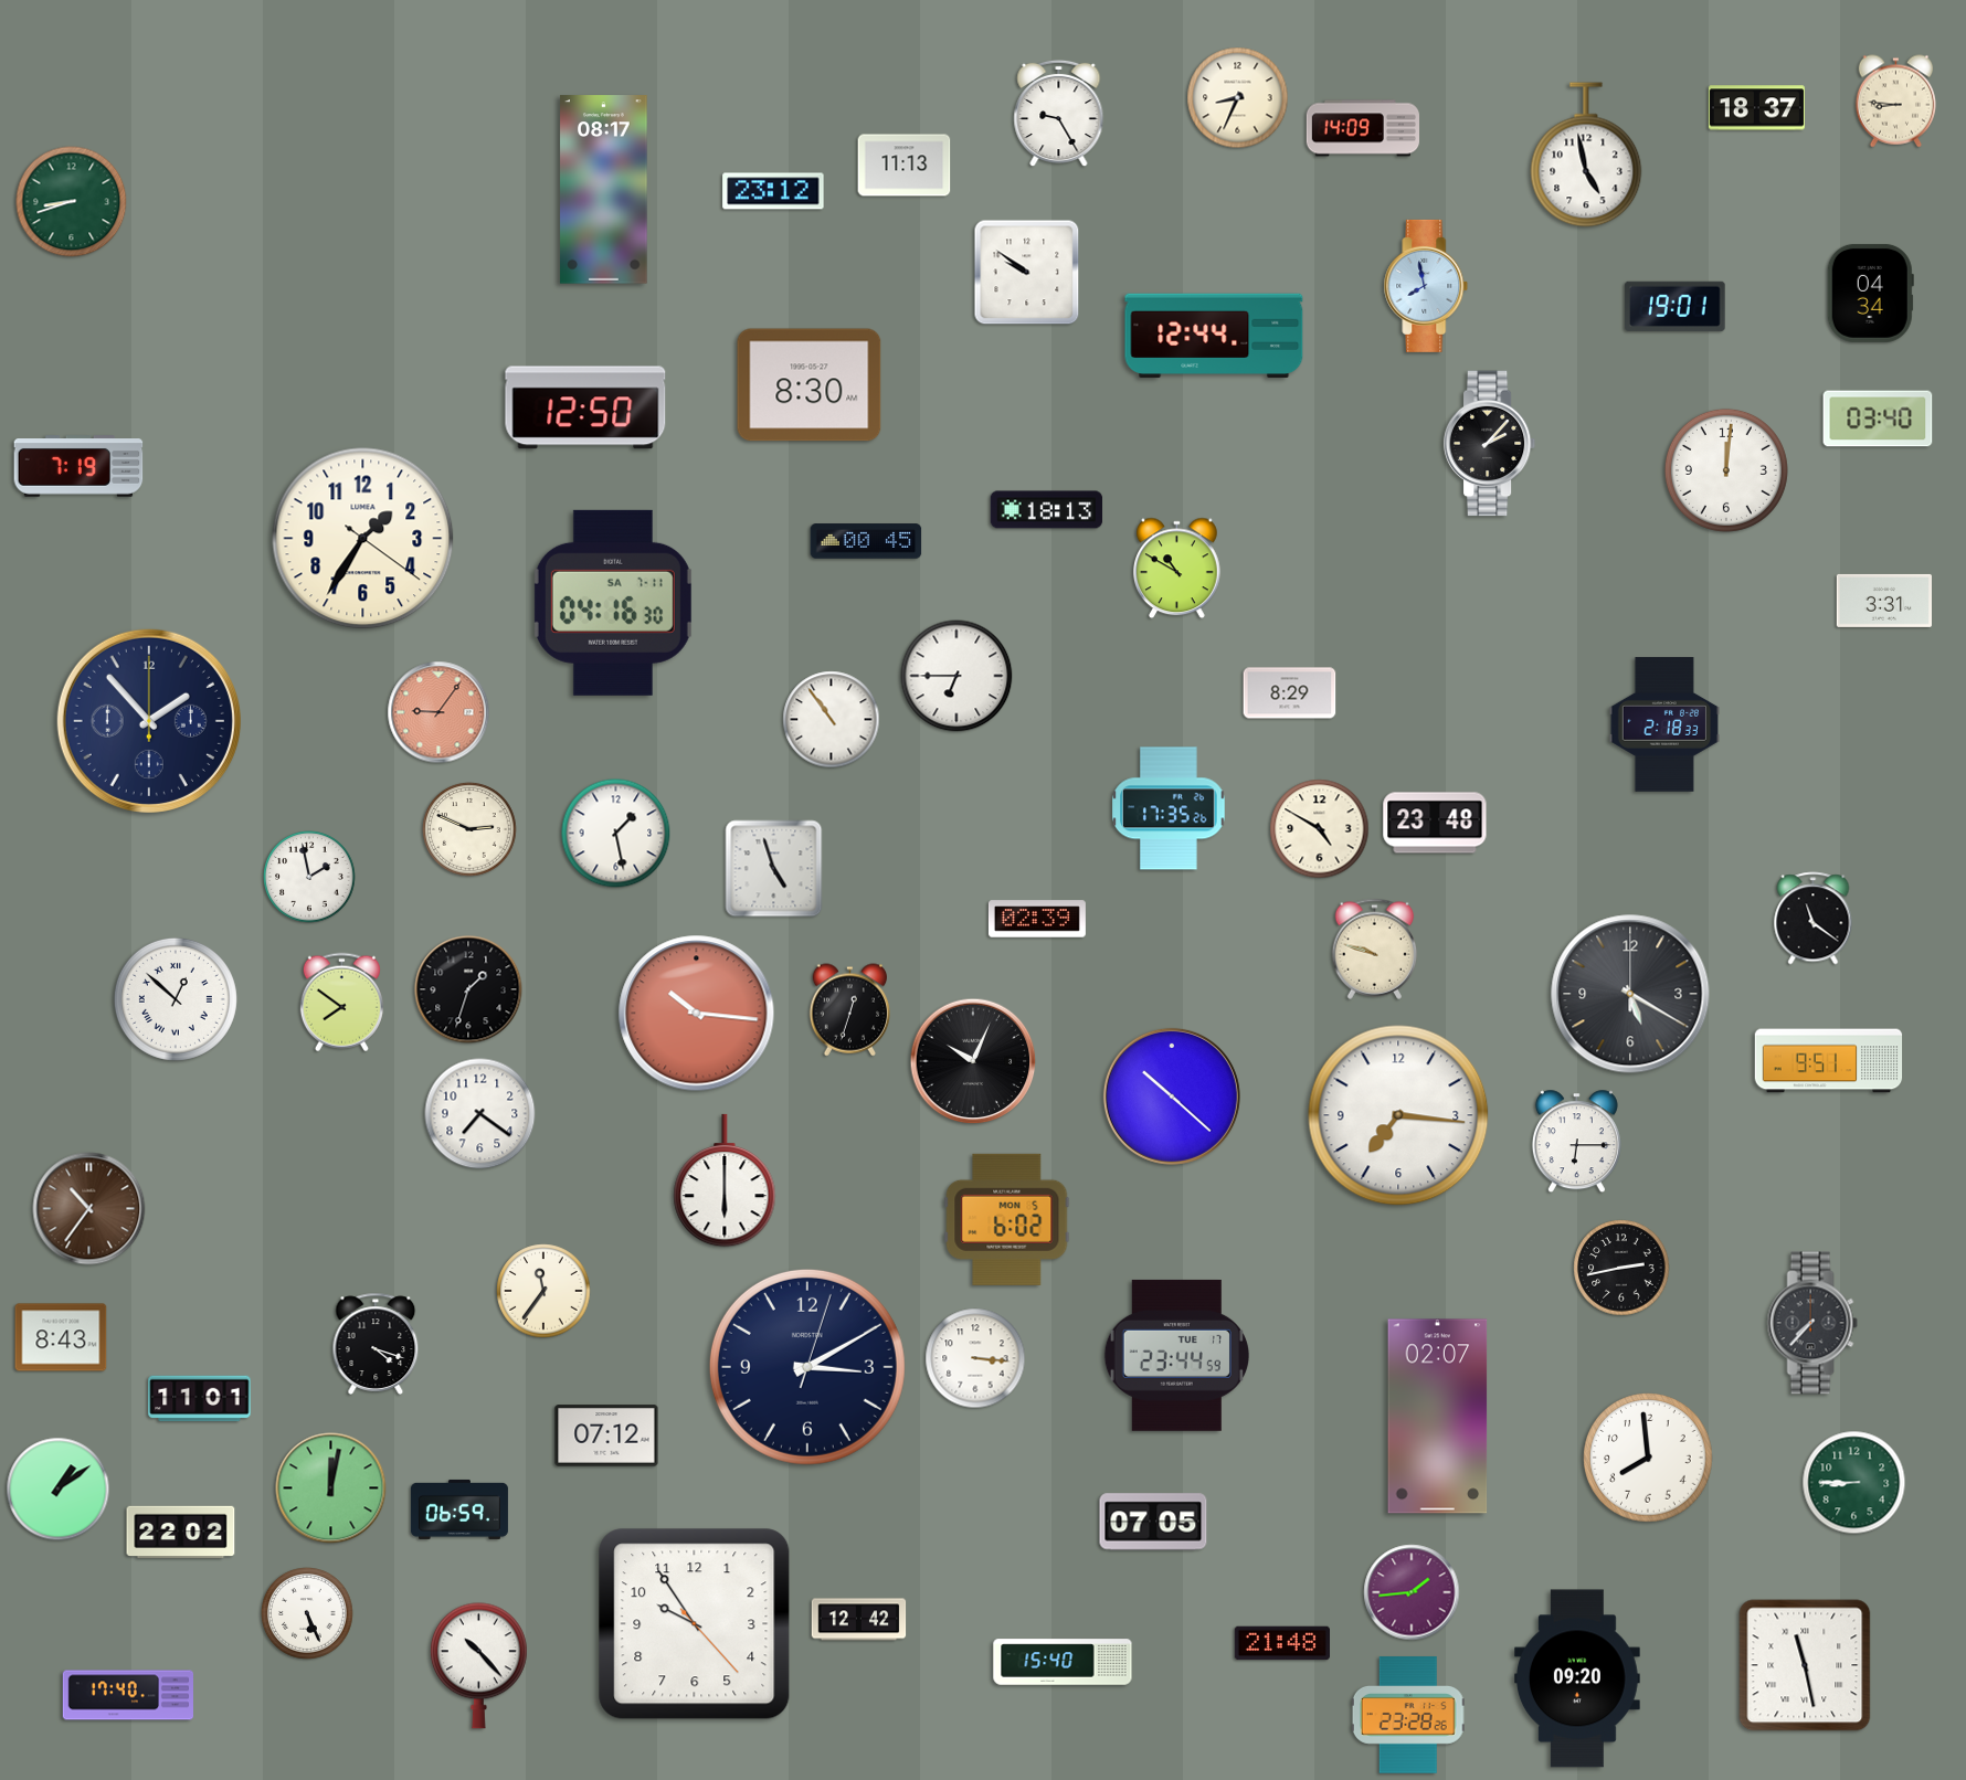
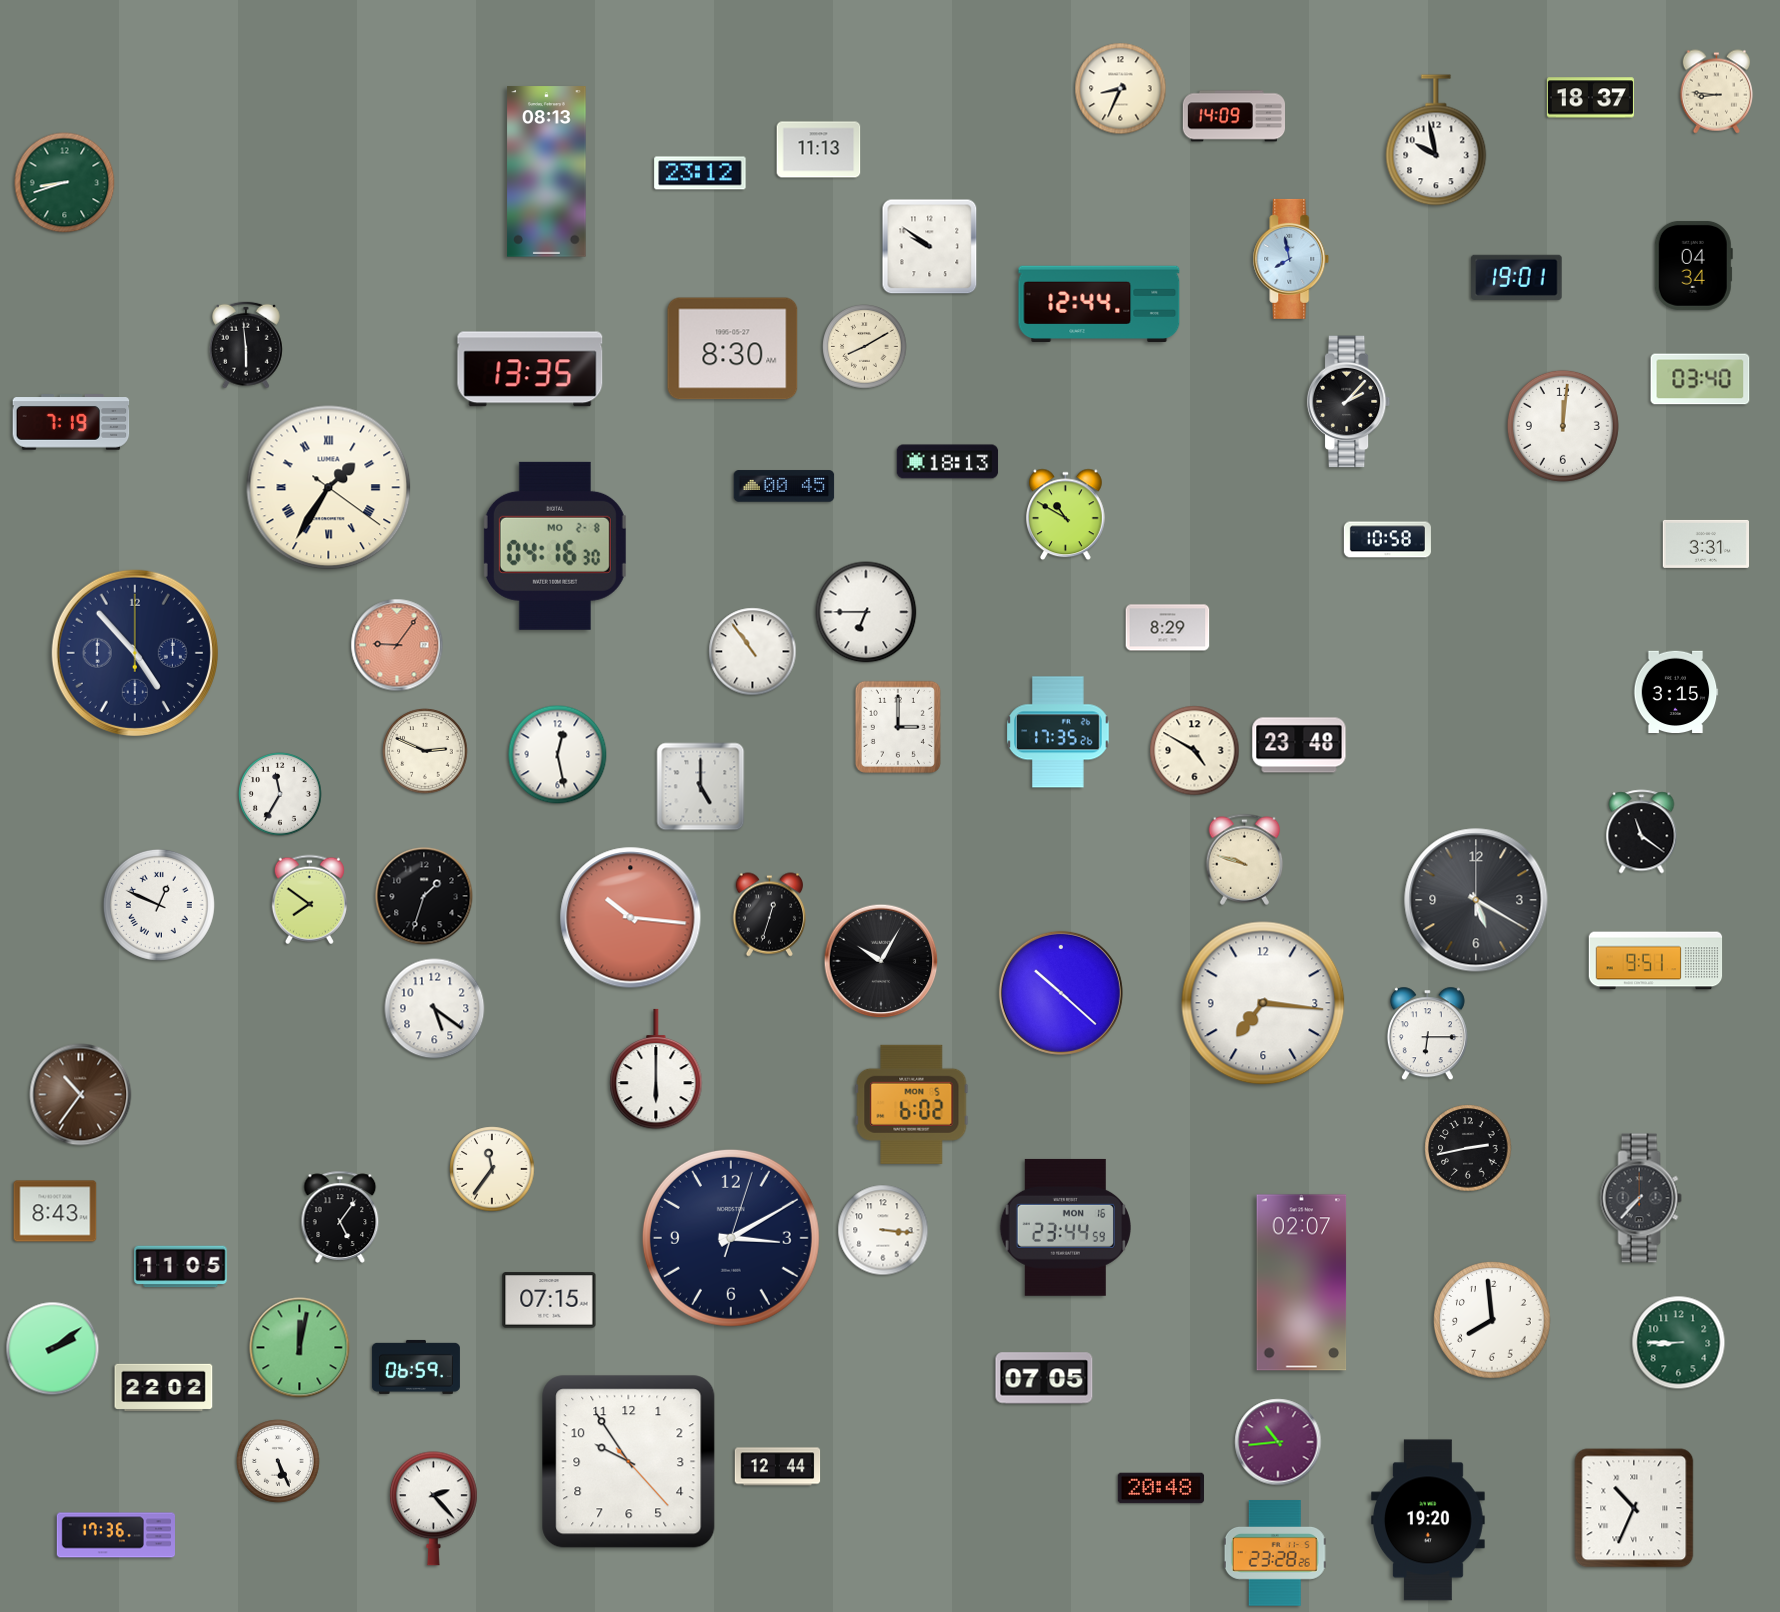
clock at (1059, 114): 9:25 -> none
clock at (1586, 155): 4:58 -> 9:58
clock at (604, 190): 08:17 -> 08:13
clock at (246, 345): none -> 5:59
clock at (865, 347): none -> 8:10
clock at (585, 407): 12:50 -> 13:35
clock at (363, 539) numerals: Arabic -> Roman
clock at (866, 541) position: (866, 541) -> (784, 486)
clock at (1387, 540): none -> 10:58
clock at (613, 603) date: SA 7-11 -> MO 2-8
clock at (149, 721): 1:53 -> 4:53
clock at (1664, 724): 2:18 -> none
clock at (1676, 692): none -> 3:15
clock at (898, 727): none -> 3:00
clock at (616, 834): 1:28 -> 12:28
clock at (774, 869): 4:57 -> 5:00
clock at (309, 877): 1:58 -> 11:35
clock at (1037, 919): 02:39 -> none
clock at (176, 999): 12:52 -> 12:49
clock at (341, 1003) position: (341, 1003) -> (309, 900)
clock at (973, 1061): 10:04 -> 10:05
clock at (480, 1114): 7:21 -> 5:21
clock at (1398, 1115) position: (1398, 1115) -> (1263, 1003)
clock at (376, 1344): 4:18 -> 5:06
clock at (1176, 1355) date: TUE 17 -> MON 16
clock at (200, 1399): 11:01 -> 11:05
clock at (606, 1435): 07:12 -> 07:15
clock at (59, 1490): 1:09 -> 2:09
clock at (1412, 1592): 1:44 -> 10:44
clock at (859, 1620): 12:42 -> 12:44
clock at (695, 1624) position: (695, 1624) -> (629, 1462)
clock at (1281, 1643): 21:48 -> 20:48
clock at (1063, 1662): 15:40 -> none
clock at (1805, 1665): 11:28 -> 10:34
clock at (478, 1666): 10:23 -> 2:23
clock at (1577, 1678): 09:20 -> 19:20
clock at (127, 1695): 17:40 -> 17:36
